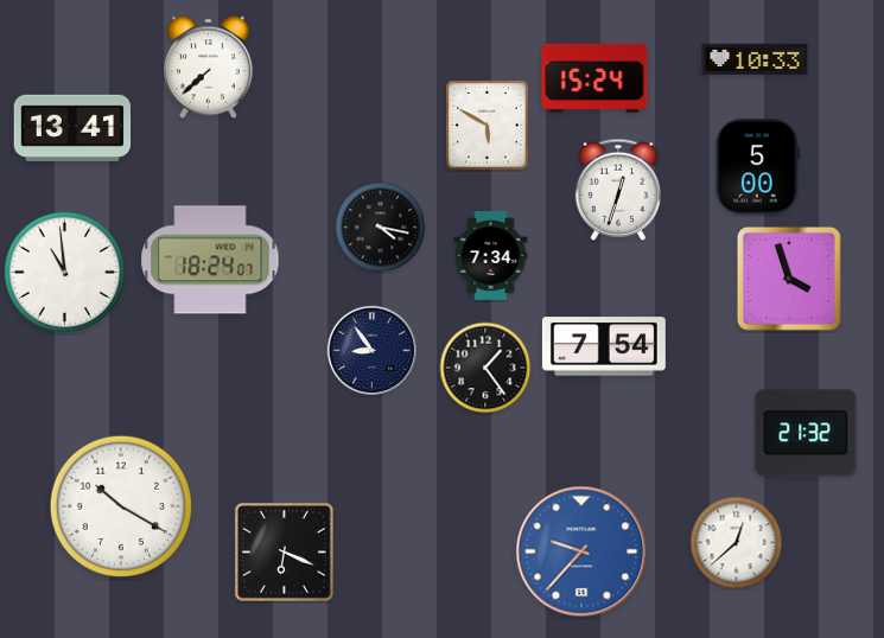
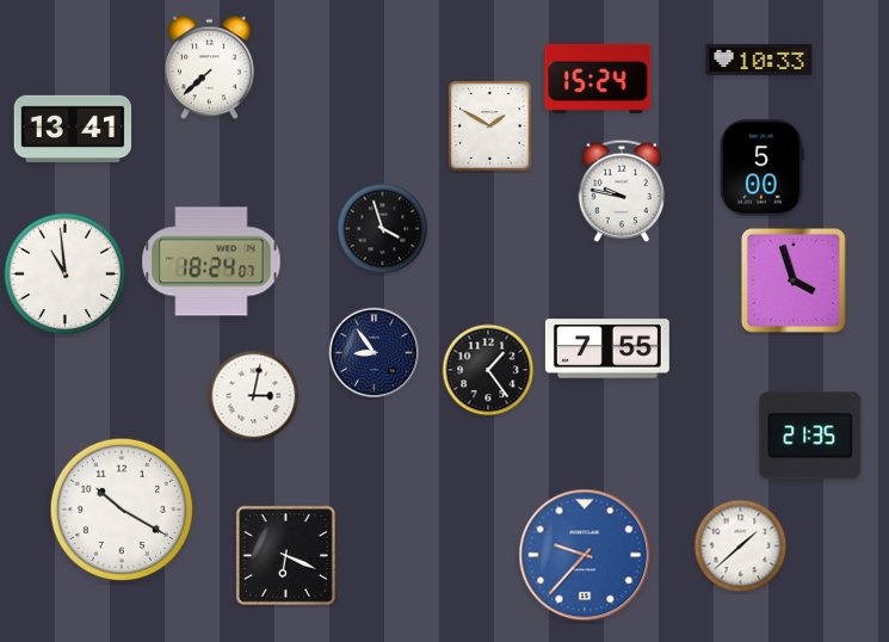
clock at (488, 126): 5:50 -> 1:50
clock at (618, 190): 12:33 -> 9:47
clock at (381, 228): 4:17 -> 3:57
clock at (491, 256): 7:34 -> none
clock at (604, 346): 7:54 -> 7:55
clock at (254, 396): none -> 3:02
clock at (806, 433): 21:32 -> 21:35
clock at (737, 543): 12:38 -> 1:38
